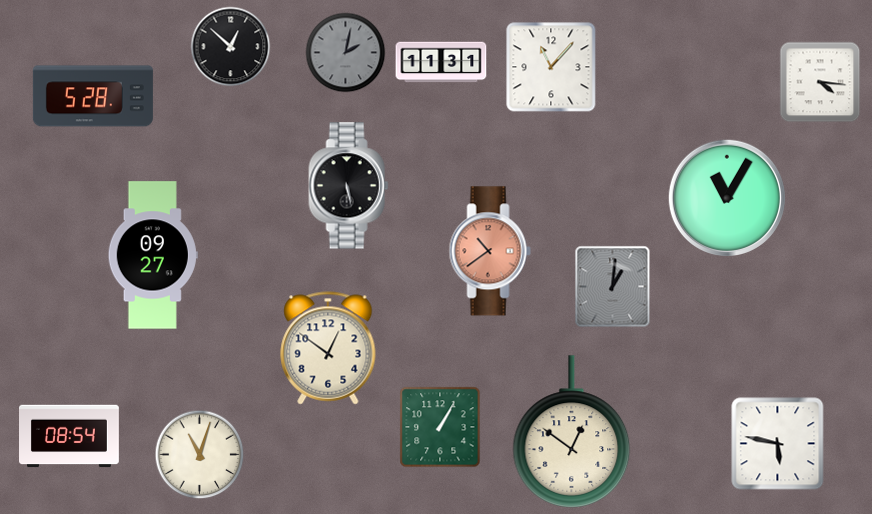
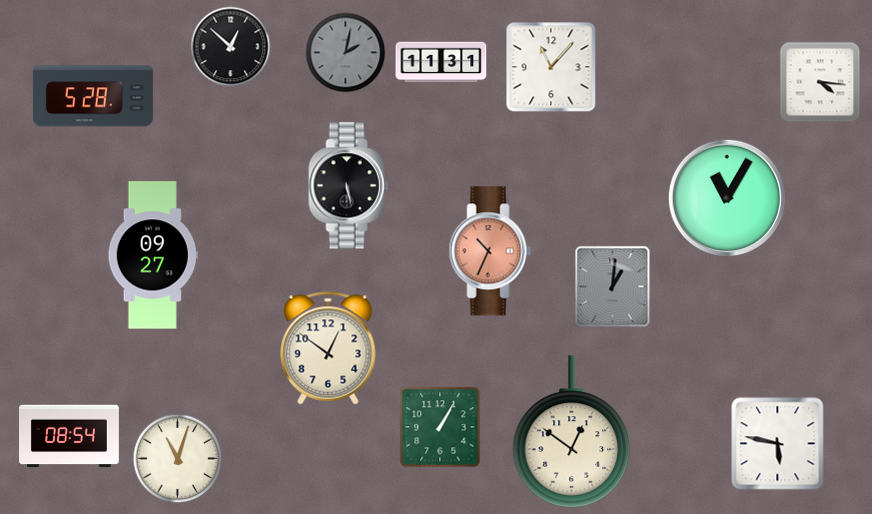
clock at (490, 251): 10:39 -> 10:34
clock at (200, 455) position: (200, 455) -> (178, 459)
